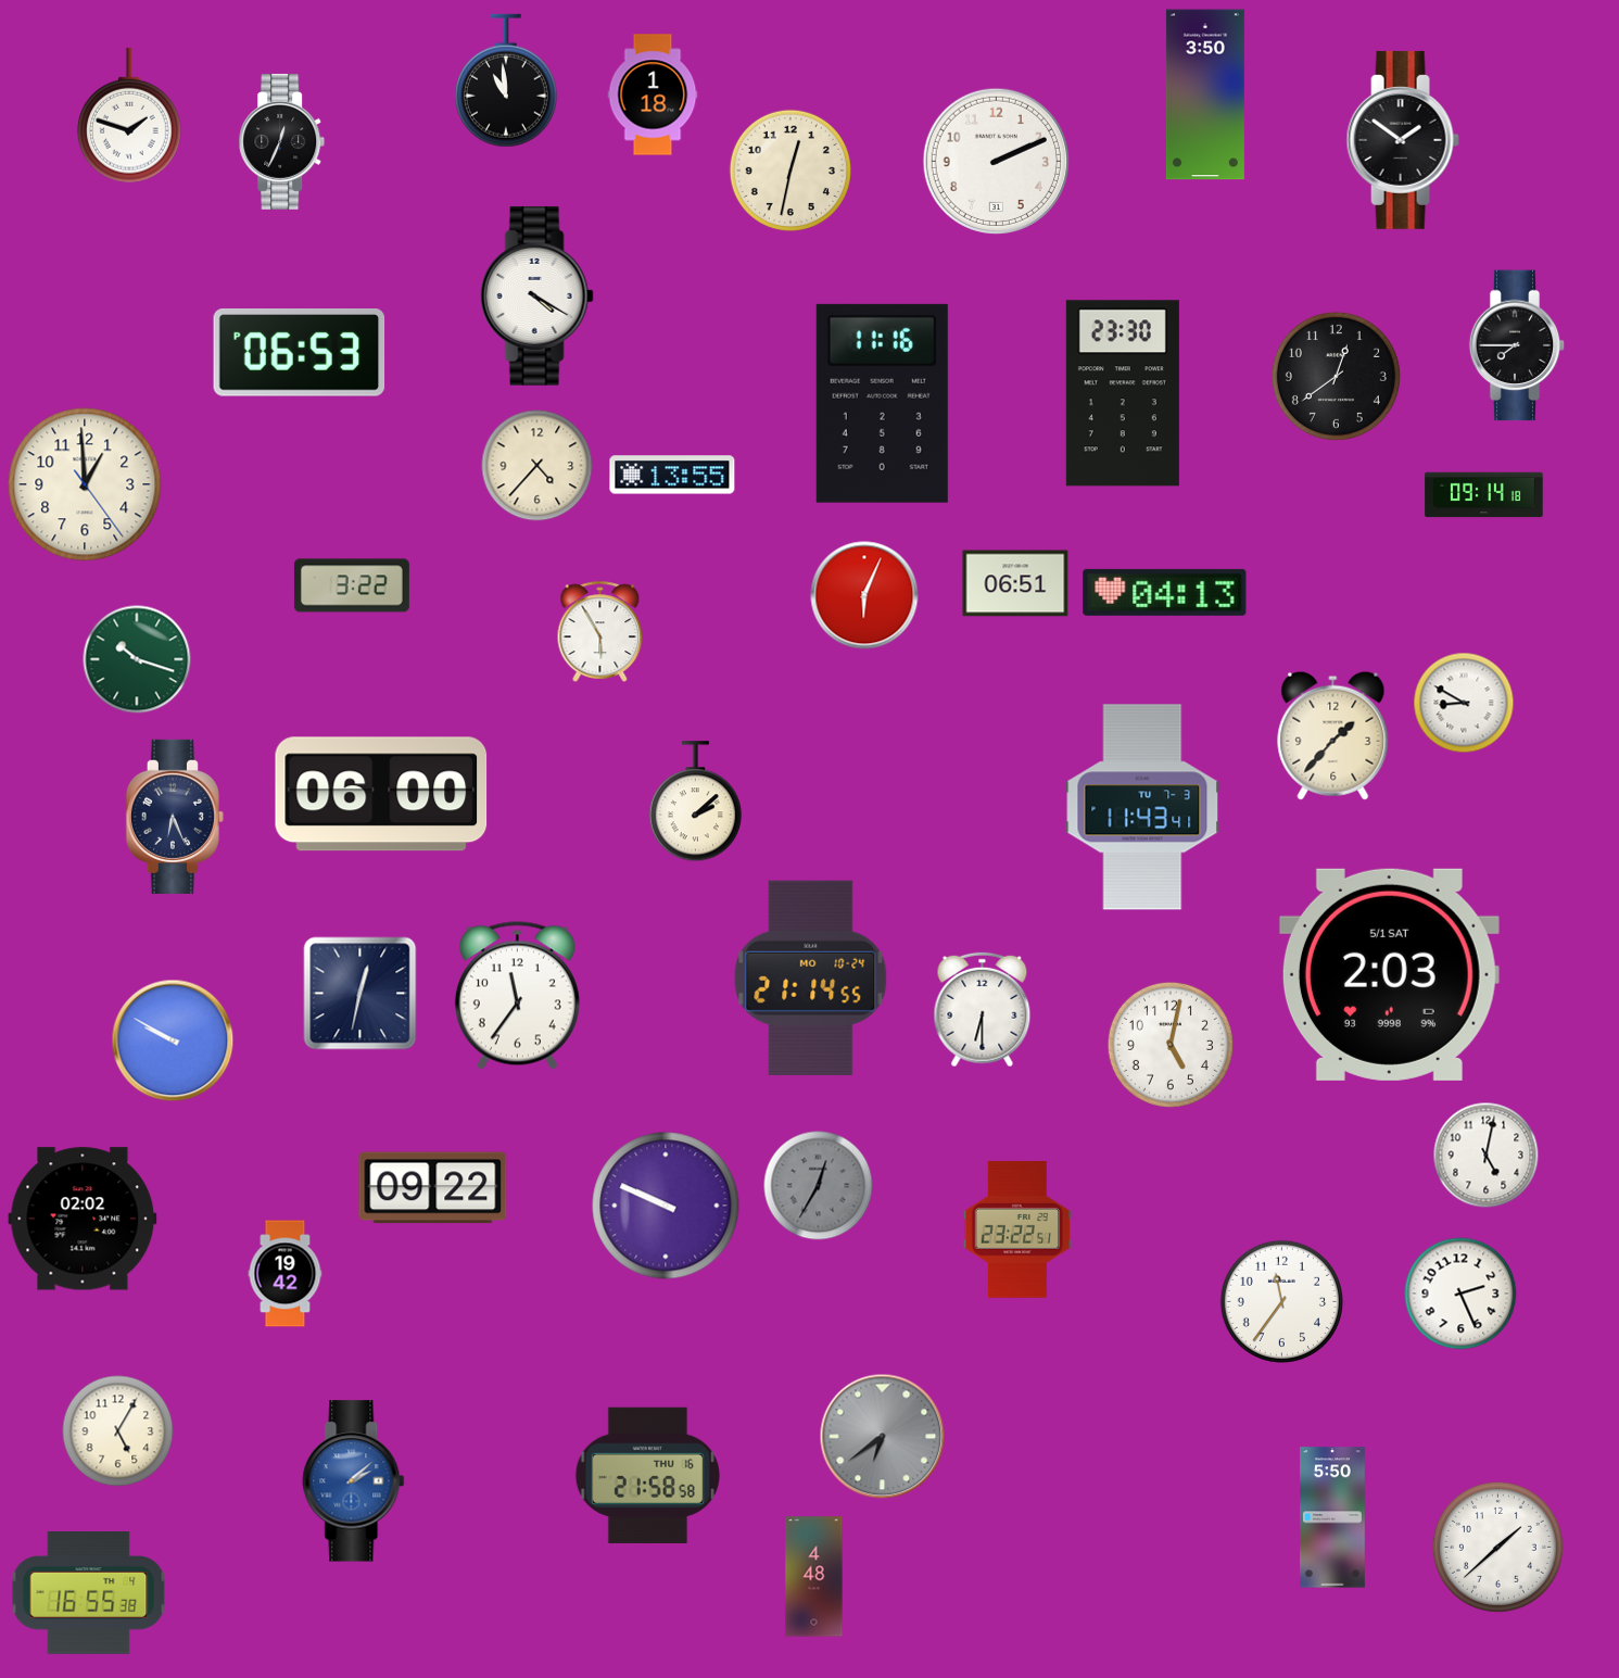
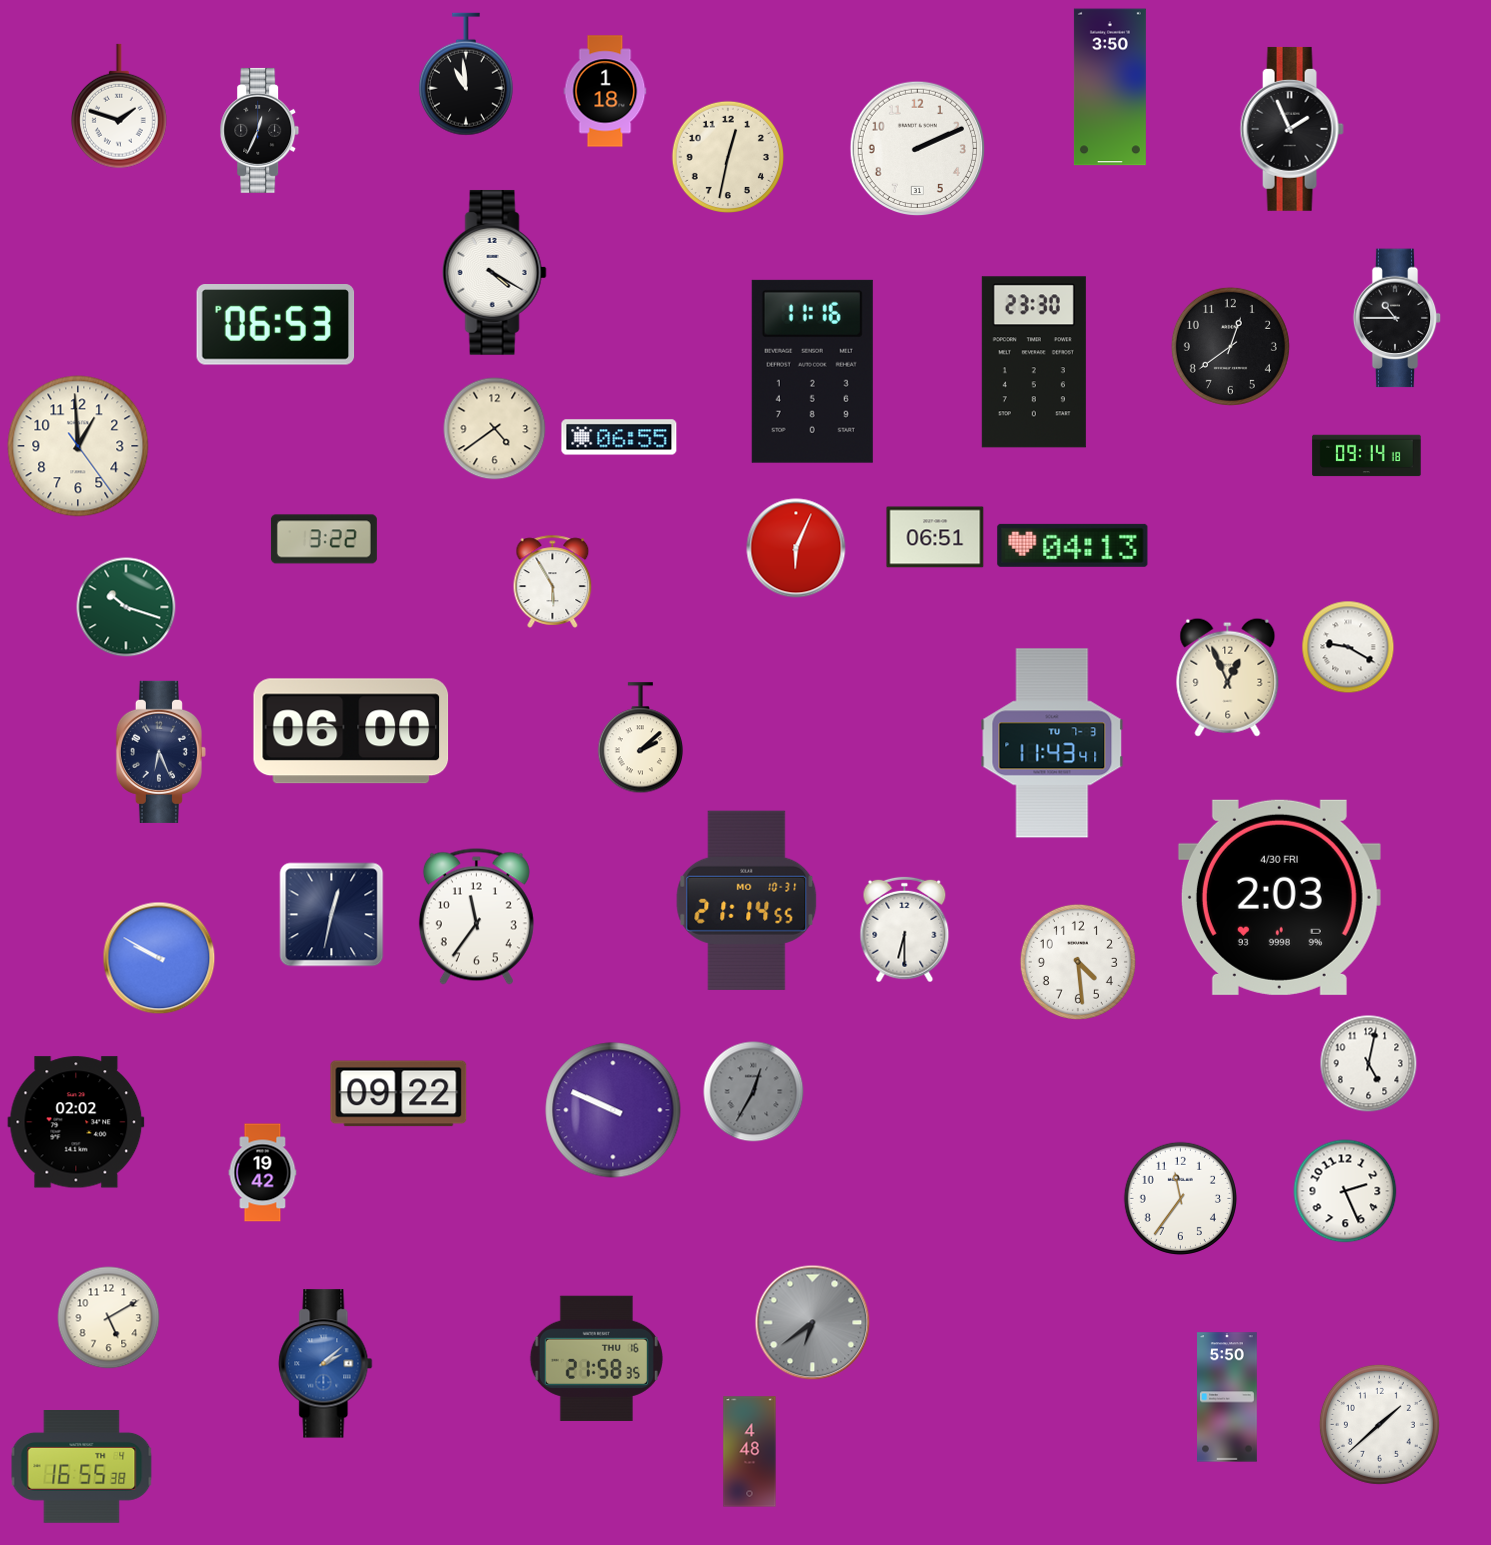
clock at (653, 94) position: (653, 94) -> (605, 91)
clock at (1403, 140): 1:51 -> 1:56
clock at (1517, 345): 7:45 -> 10:45
clock at (537, 466): 4:37 -> 4:39
clock at (672, 475): 13:55 -> 06:55
clock at (1464, 703): 8:50 -> 9:20
clock at (1333, 735): 1:37 -> 12:56
clock at (1389, 974) date: 5/1 SAT -> 4/30 FRI
clock at (811, 977) date: MO 10-24 -> MO 10-31
clock at (1171, 1045): 5:02 -> 4:29
clock at (1017, 1229): 23:22 -> none
clock at (118, 1431): 5:05 -> 5:10
clock at (647, 1475): 21:58:58 -> 21:58:35
